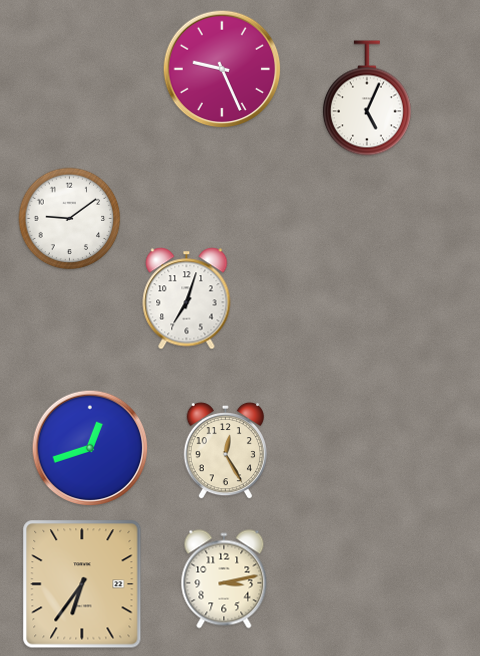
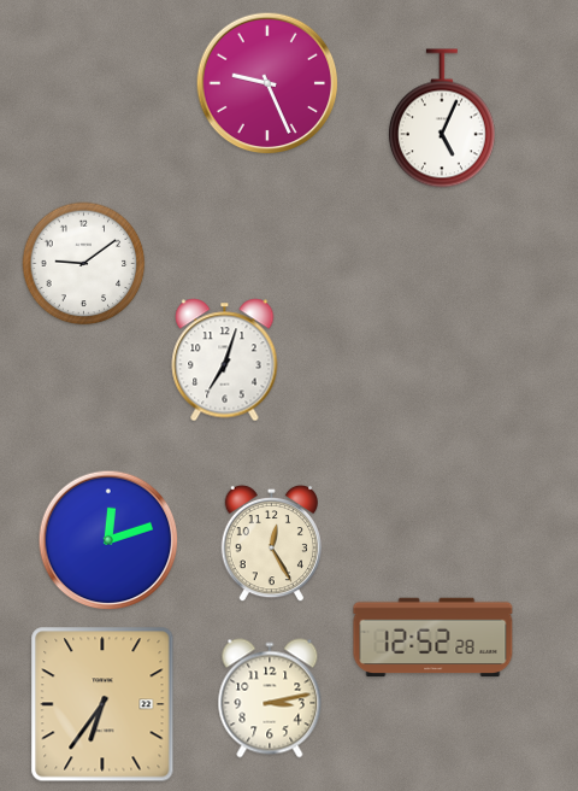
clock at (90, 448): 12:42 -> 12:12
clock at (433, 638): none -> 12:52
clock at (82, 584) position: (82, 584) -> (102, 704)
